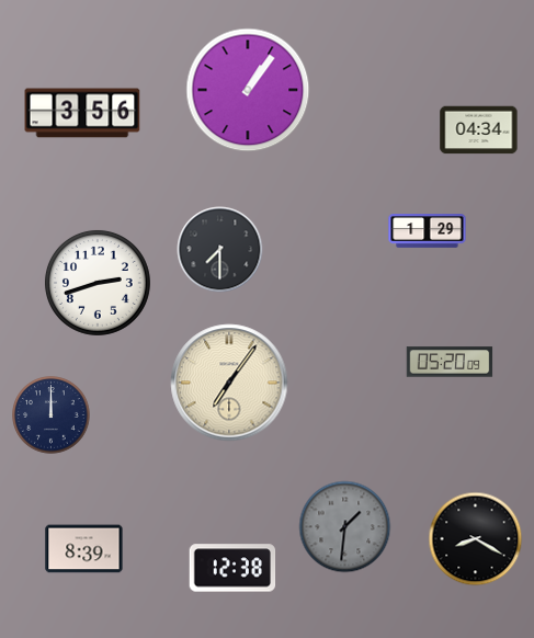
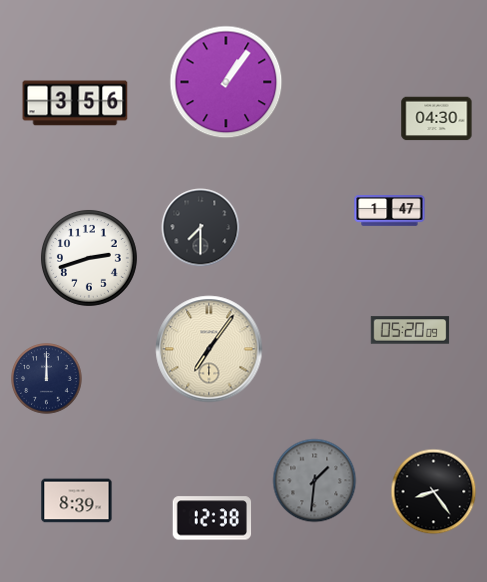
clock at (479, 130): 04:34 -> 04:30
clock at (428, 231): 1:29 -> 1:47
clock at (476, 539): 8:20 -> 8:24
